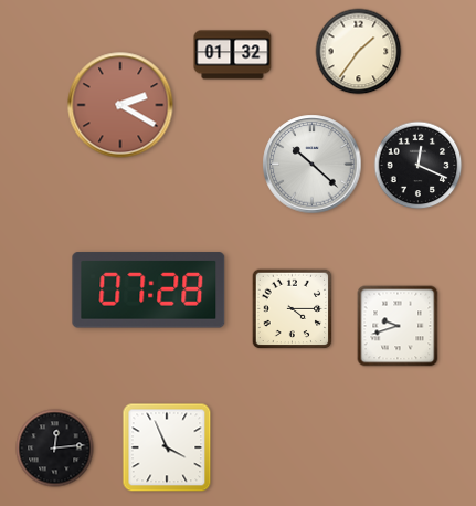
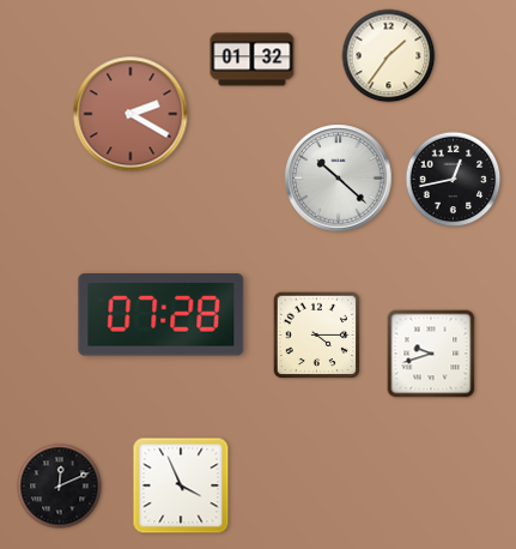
clock at (419, 166): 12:19 -> 12:43
clock at (55, 449): 12:14 -> 12:11
